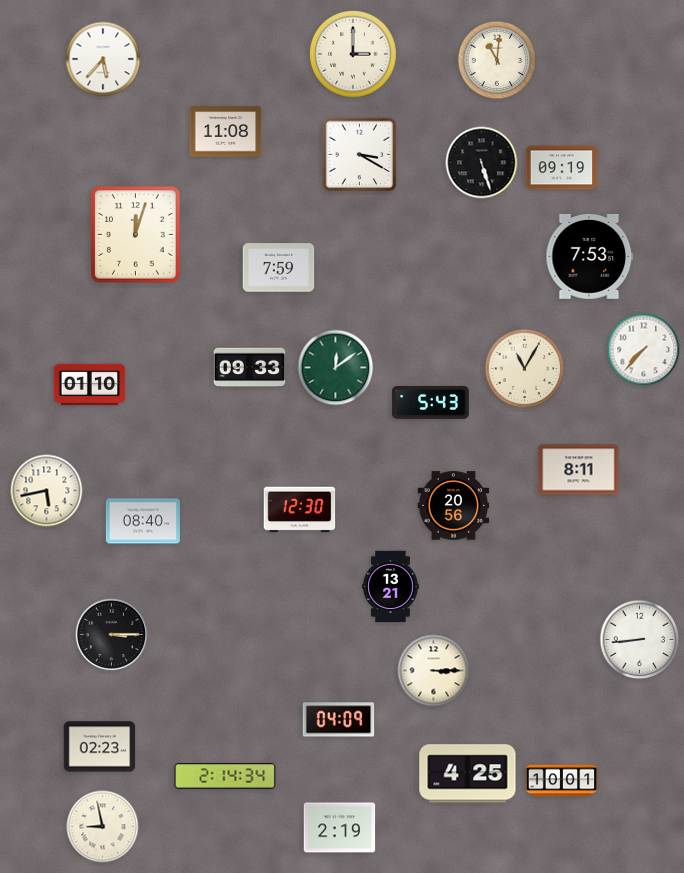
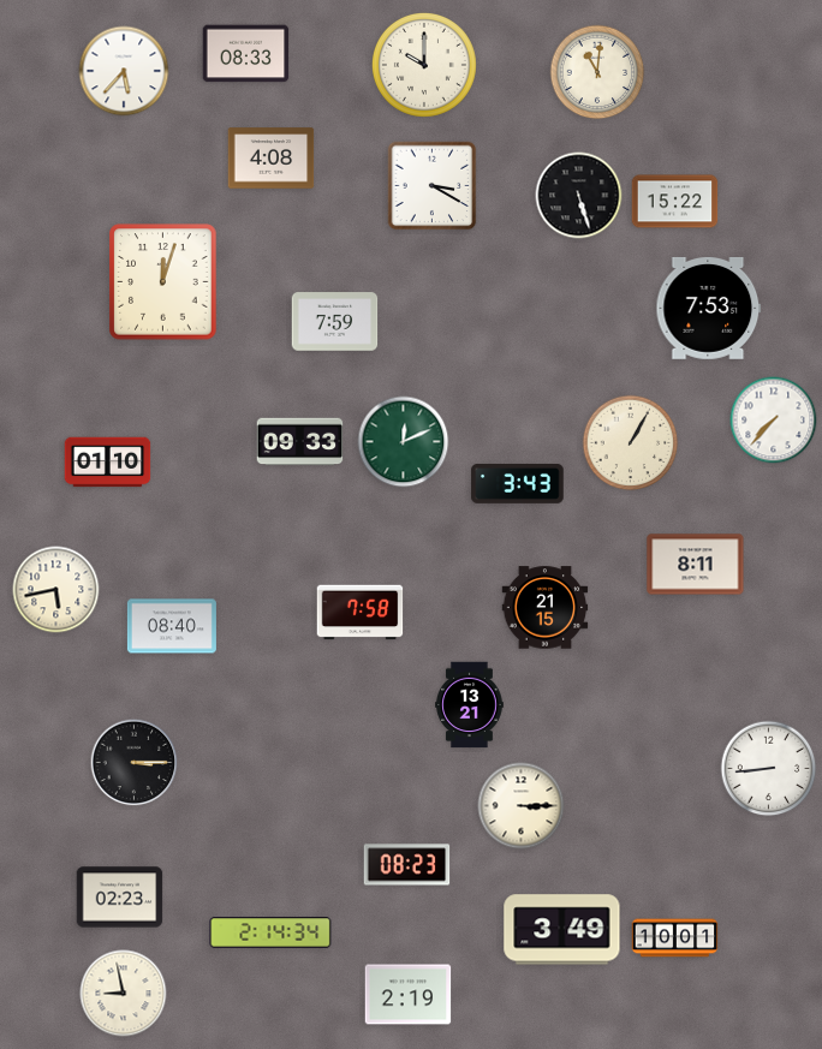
clock at (246, 54): none -> 08:33
clock at (353, 54): 3:00 -> 10:00
clock at (226, 132): 11:08 -> 4:08
clock at (562, 168): 09:19 -> 15:22
clock at (336, 368): 12:09 -> 12:11
clock at (525, 369): 11:05 -> 1:05
clock at (431, 402): 5:43 -> 3:43
clock at (454, 506): 20:56 -> 21:15
clock at (300, 510): 12:30 -> 7:58
clock at (339, 720): 04:09 -> 08:23
clock at (468, 774): 4:25 -> 3:49
